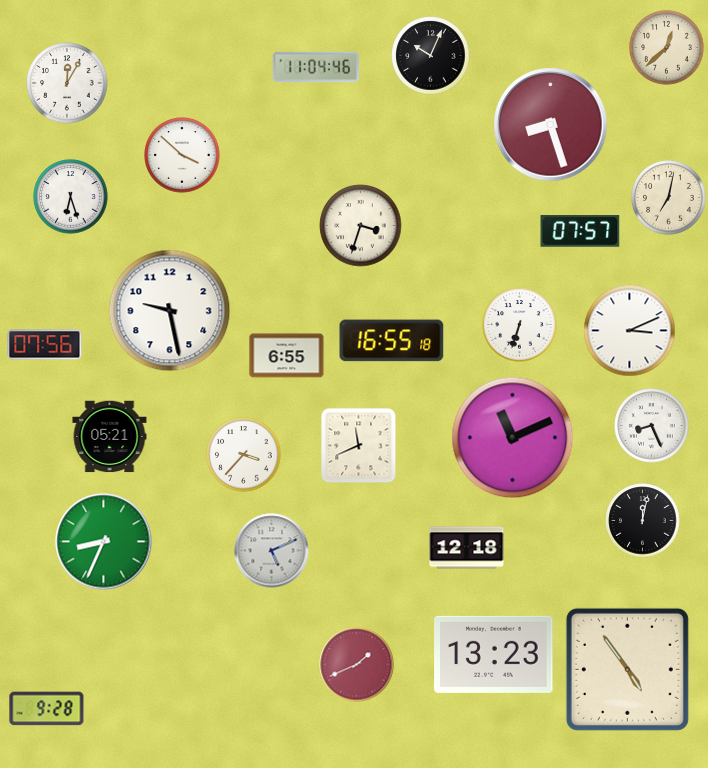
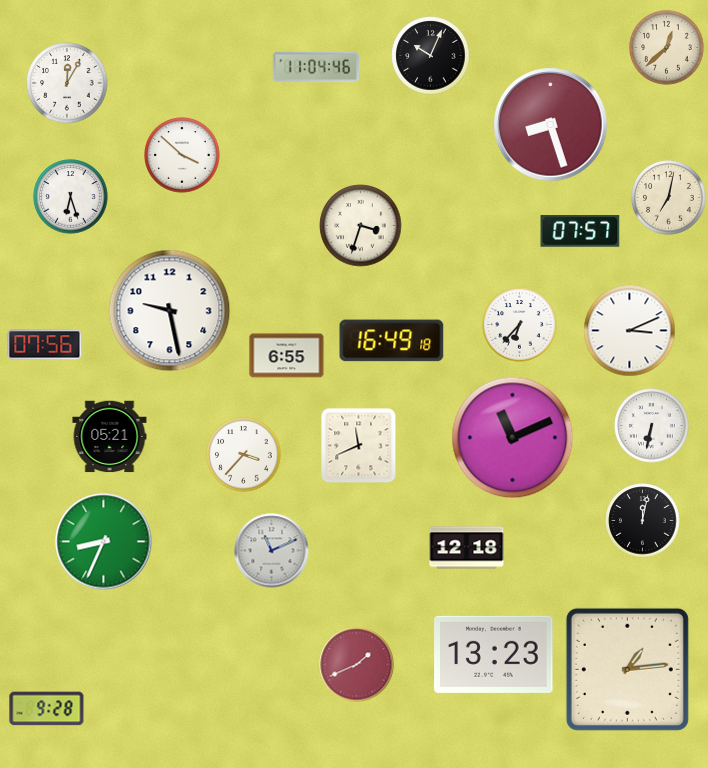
clock at (520, 325): 6:33 -> 6:37
clock at (392, 341): 16:55 -> 16:49
clock at (652, 426): 8:26 -> 6:32
clock at (272, 551): 5:11 -> 11:11
clock at (627, 669): 4:54 -> 1:14
